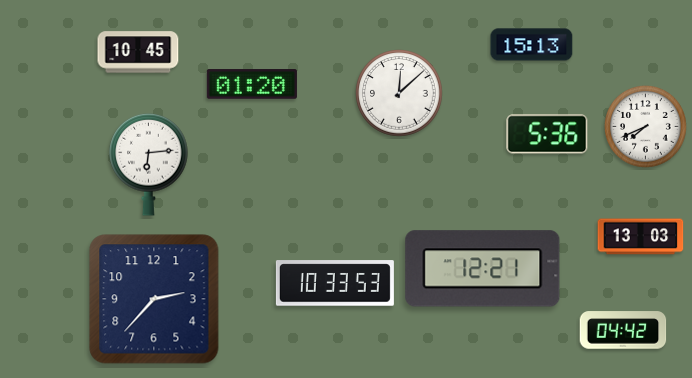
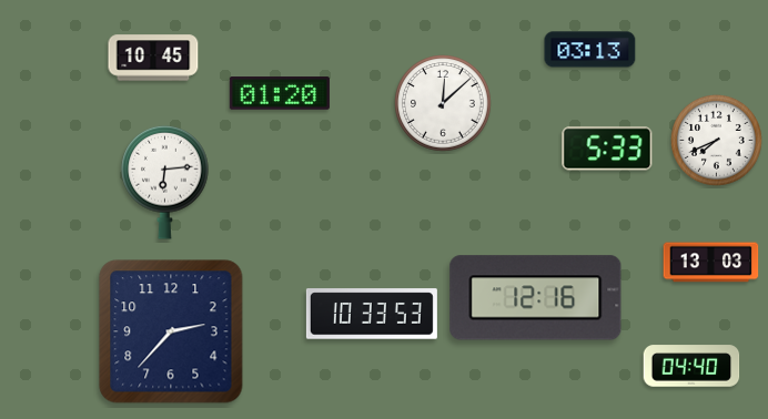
clock at (532, 45): 15:13 -> 03:13
clock at (547, 134): 5:36 -> 5:33
clock at (483, 269): 12:21 -> 12:16
clock at (623, 330): 04:42 -> 04:40
